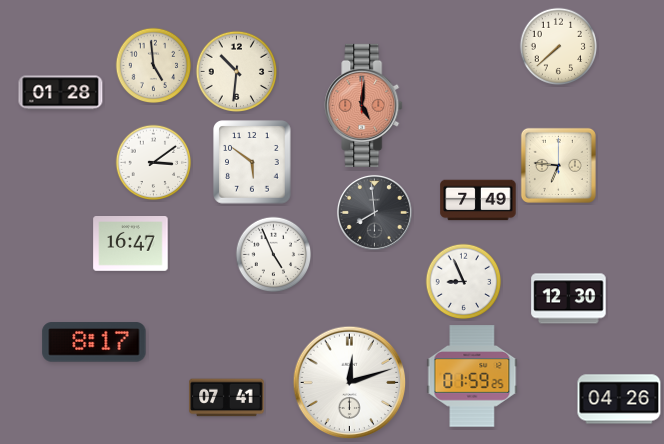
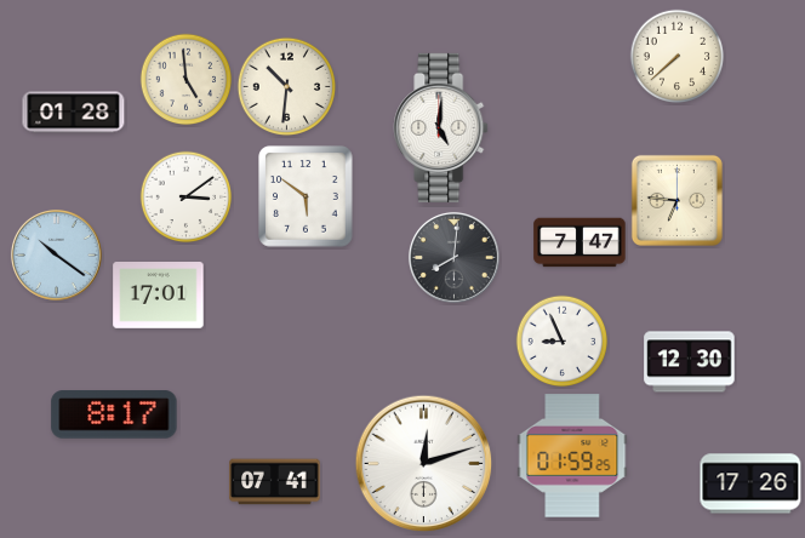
clock at (364, 105) dial: salmon -> white
clock at (478, 200): 7:49 -> 7:47
clock at (56, 254): none -> 10:21
clock at (374, 212): 7:59 -> 8:01
clock at (131, 244): 16:47 -> 17:01
clock at (274, 255): 4:56 -> none
clock at (619, 399): 04:26 -> 17:26
